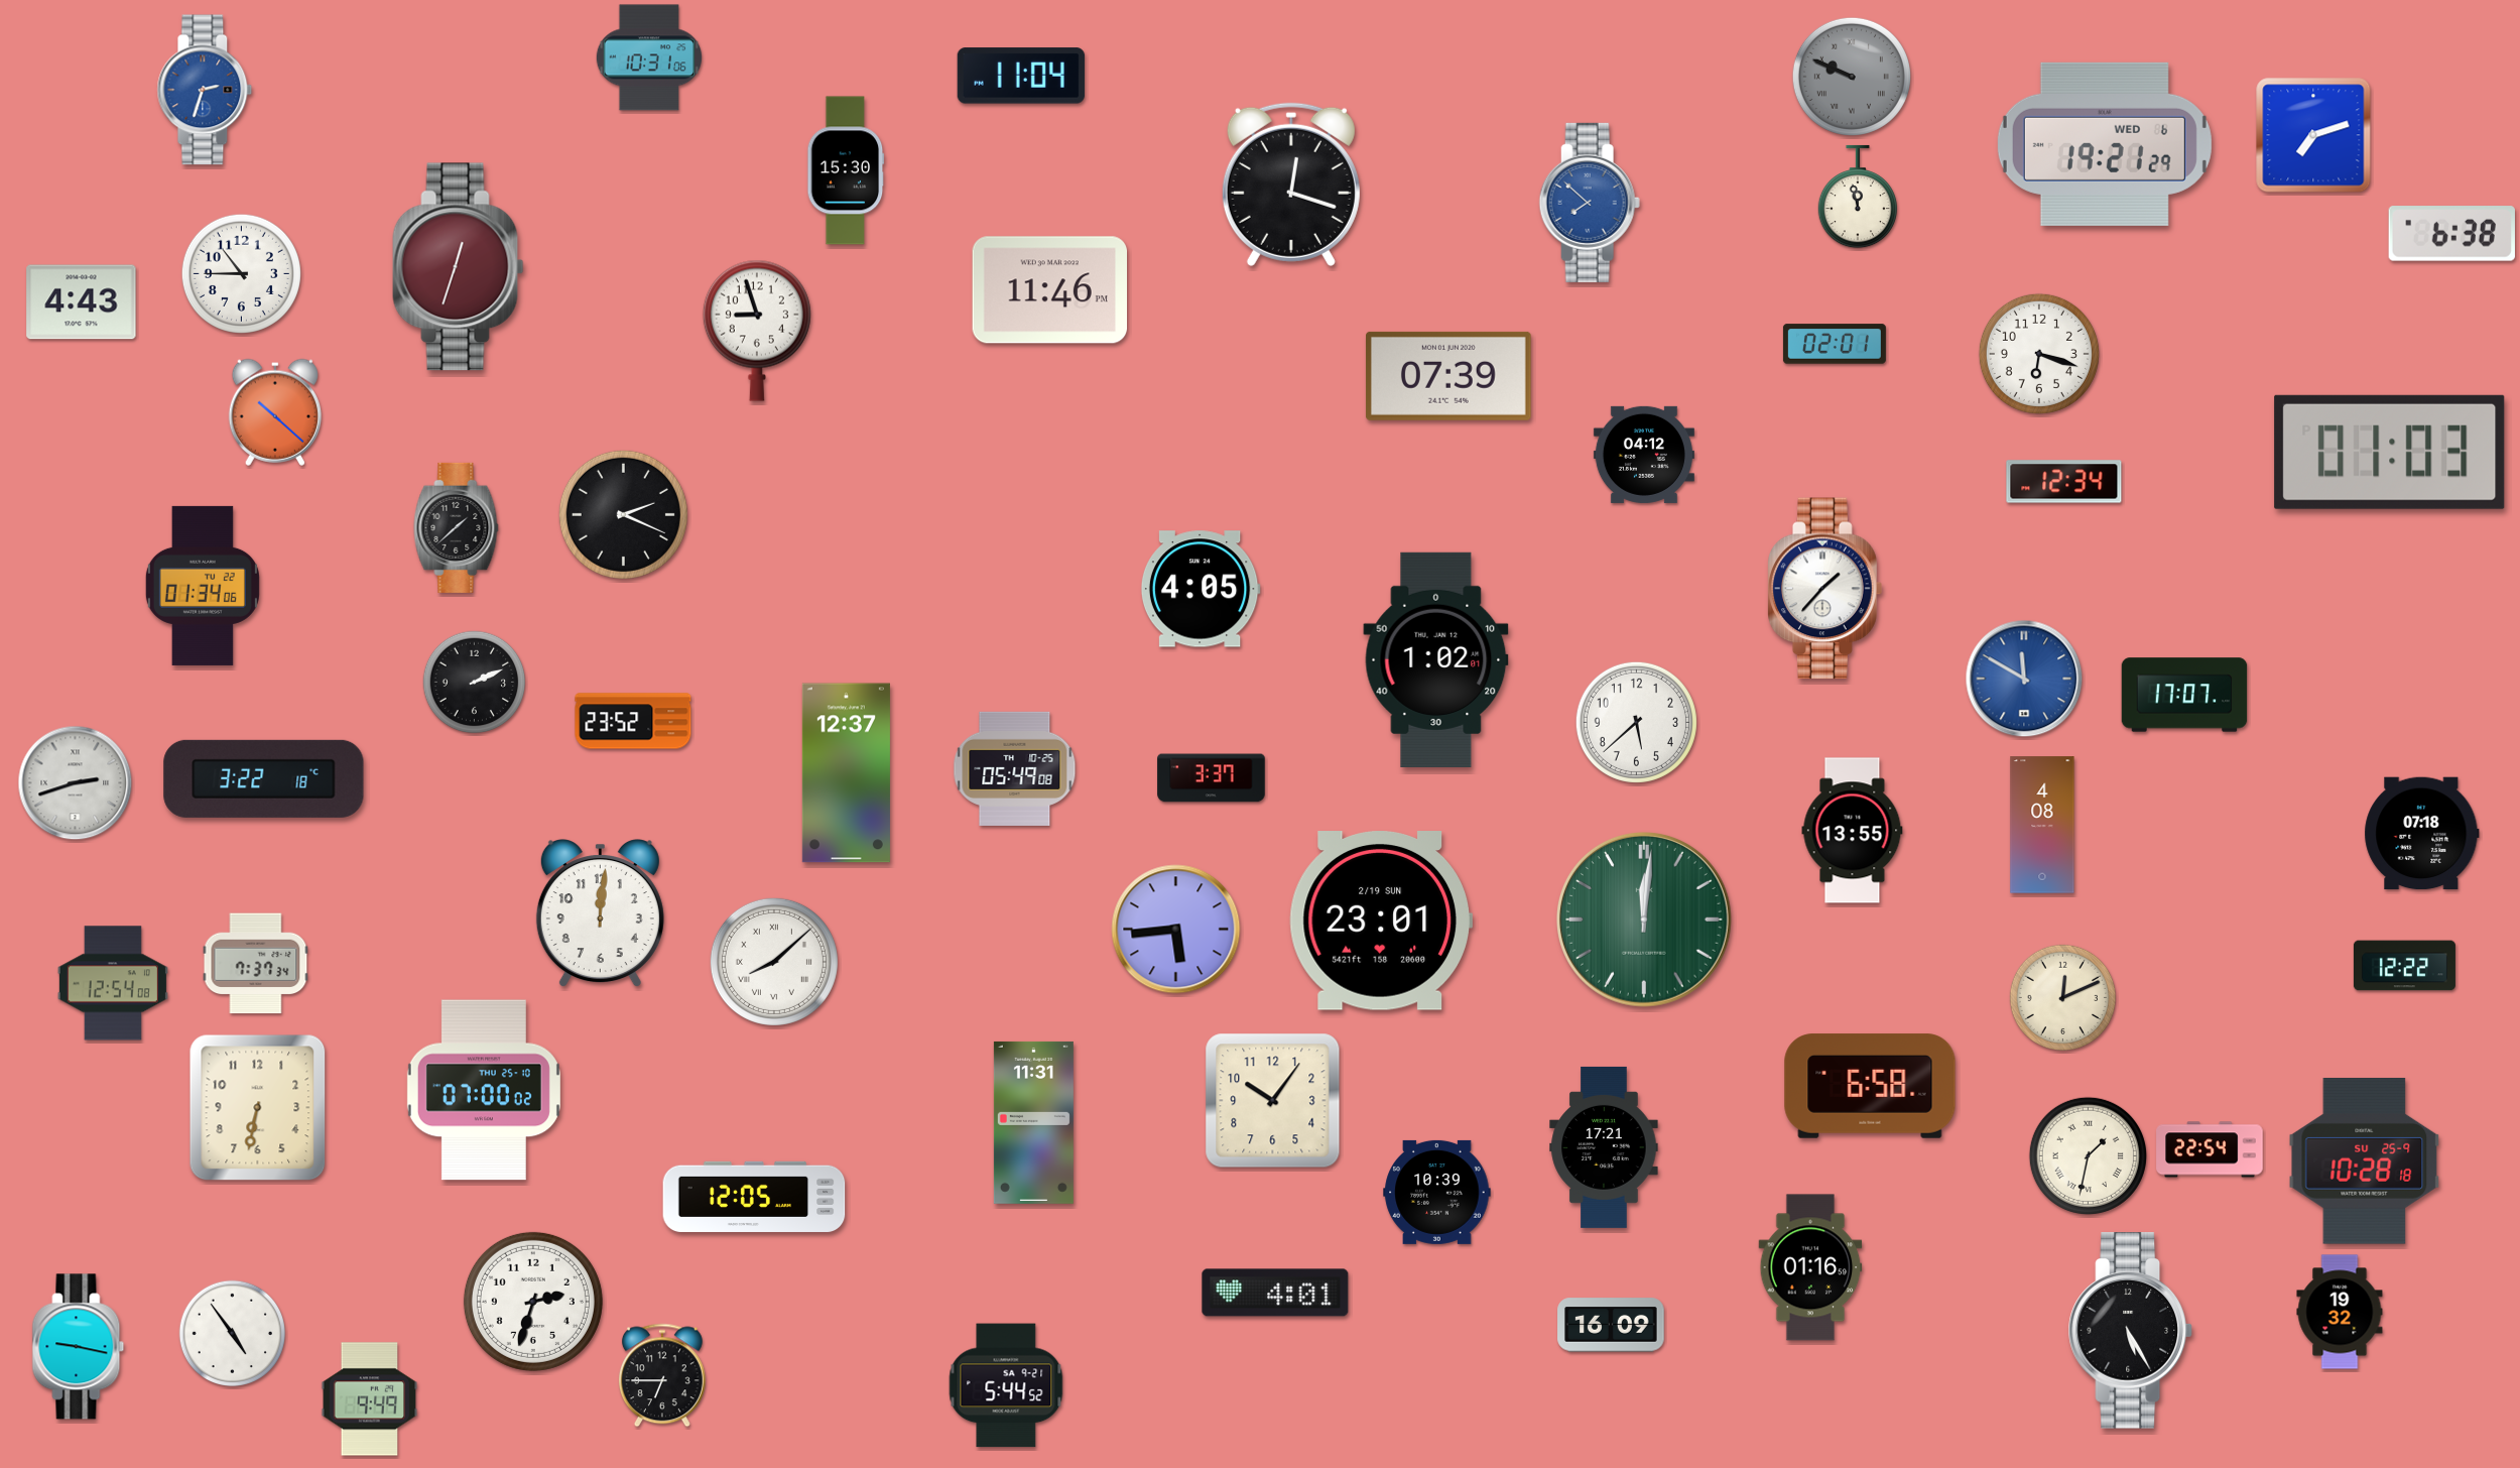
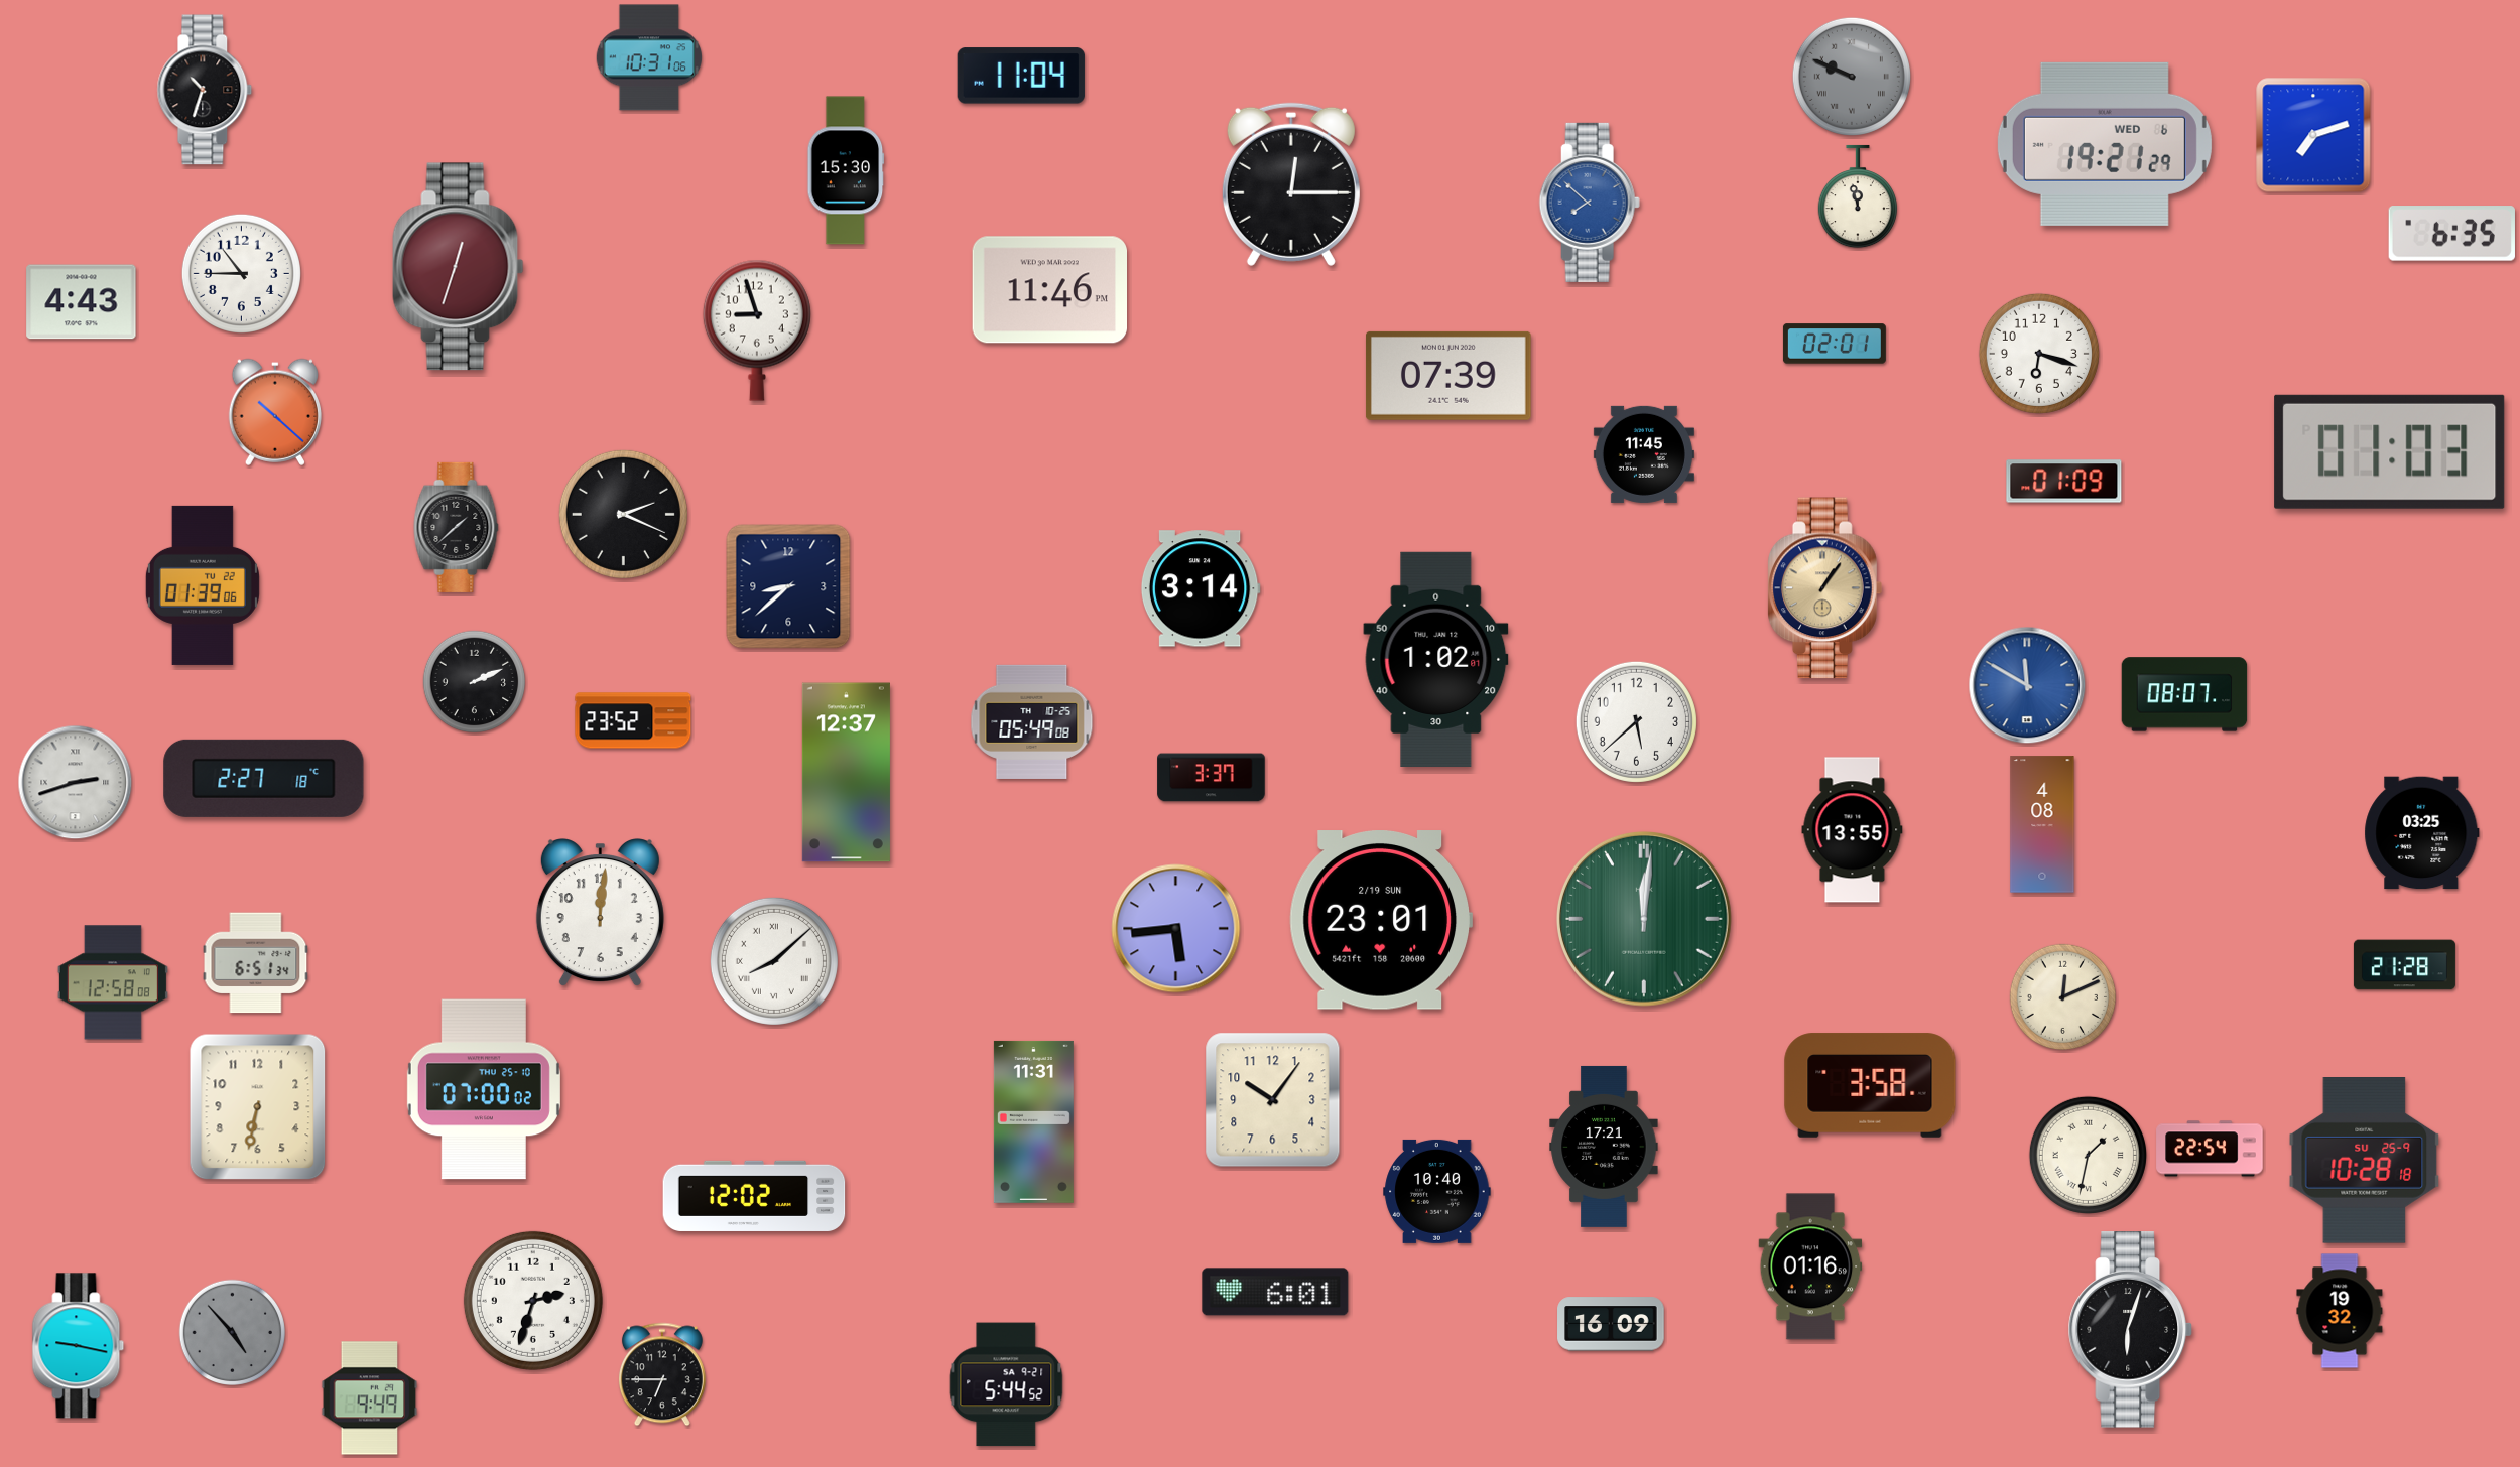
clock at (205, 90): 2:33 -> 10:33
clock at (205, 90) dial: blue -> black
clock at (1291, 185): 12:18 -> 12:15
clock at (2451, 234): 6:38 -> 6:35
clock at (1644, 455): 04:12 -> 11:45
clock at (2064, 482): 12:34 -> 01:09
clock at (203, 586): 01:34 -> 01:39
clock at (788, 586): none -> 8:38
clock at (1201, 589): 4:05 -> 3:14
clock at (1825, 589): 1:37 -> 1:06
clock at (1825, 589) dial: white -> champagne
clock at (2024, 679) position: (2024, 679) -> (2027, 685)
clock at (2184, 695): 17:07 -> 08:07
clock at (1015, 768) position: (1015, 768) -> (1032, 721)
clock at (264, 778): 3:22 -> 2:27
clock at (2422, 834): 07:18 -> 03:25
clock at (256, 964): 7:37 -> 6:51
clock at (2404, 966): 12:22 -> 21:28
clock at (113, 983): 12:54 -> 12:58
clock at (1870, 1086): 6:58 -> 3:58
clock at (1437, 1192): 10:39 -> 10:40
clock at (754, 1197): 12:05 -> 12:02
clock at (1275, 1293): 4:01 -> 6:01
clock at (2130, 1331): 5:25 -> 6:03
clock at (232, 1333): 4:54 -> 4:53
clock at (232, 1333) dial: white -> grey
